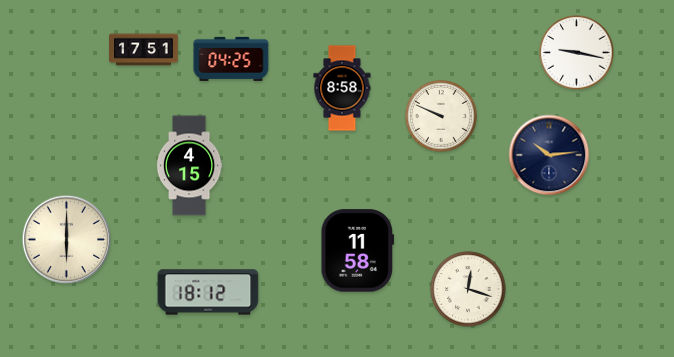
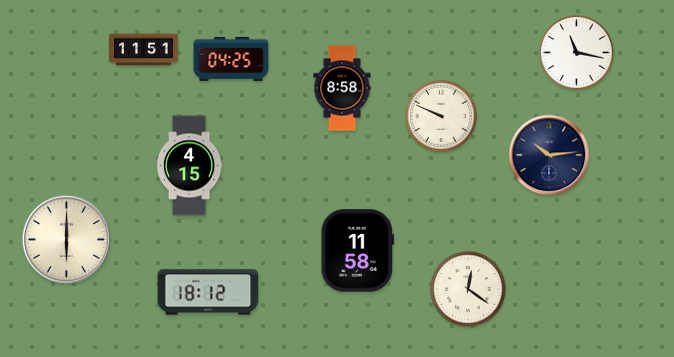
clock at (144, 50): 17:51 -> 11:51
clock at (577, 53): 9:17 -> 11:17
clock at (468, 289): 12:18 -> 12:21
